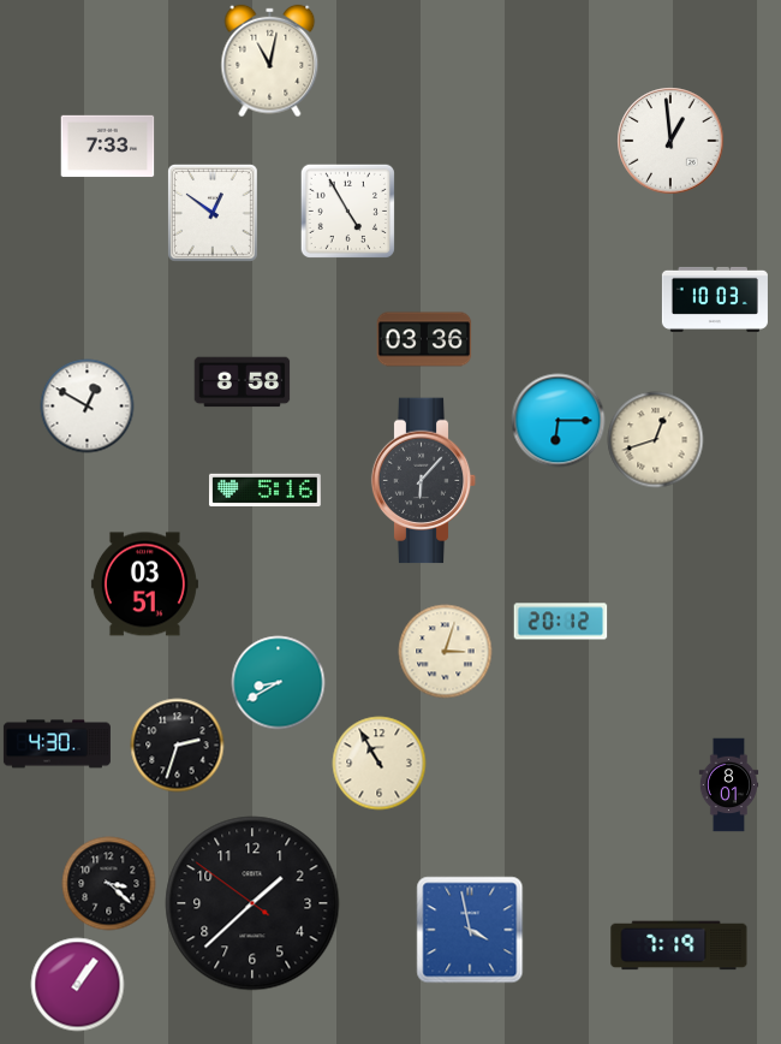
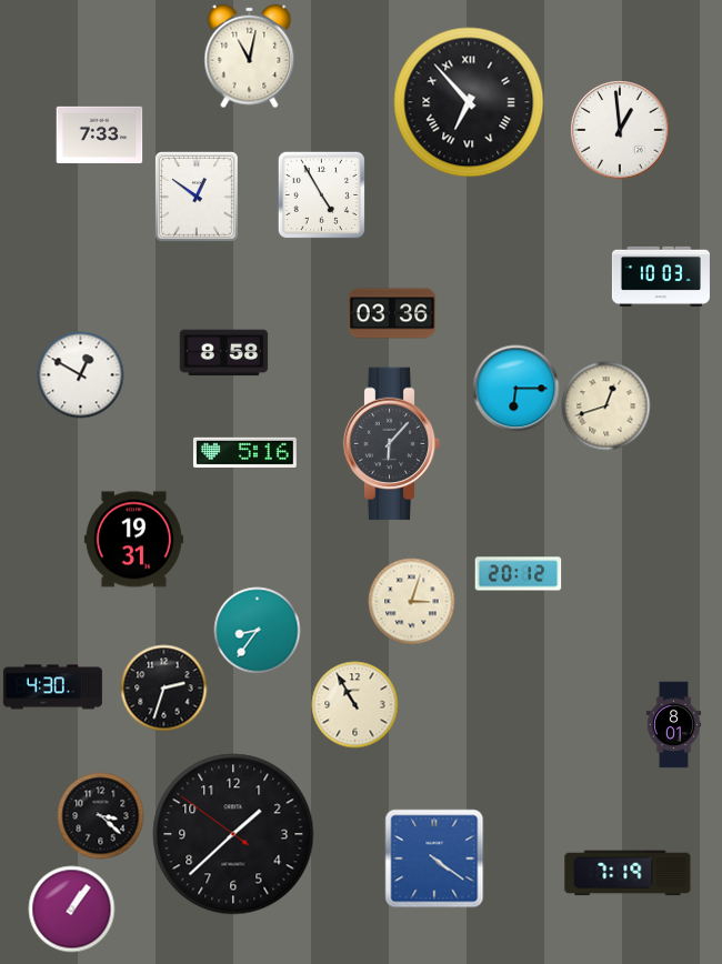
clock at (469, 102): none -> 6:53
clock at (144, 585): 03:51 -> 19:31
clock at (278, 682): 8:40 -> 8:36
clock at (378, 763) position: (378, 763) -> (354, 704)
clock at (470, 930): 3:58 -> 4:21
